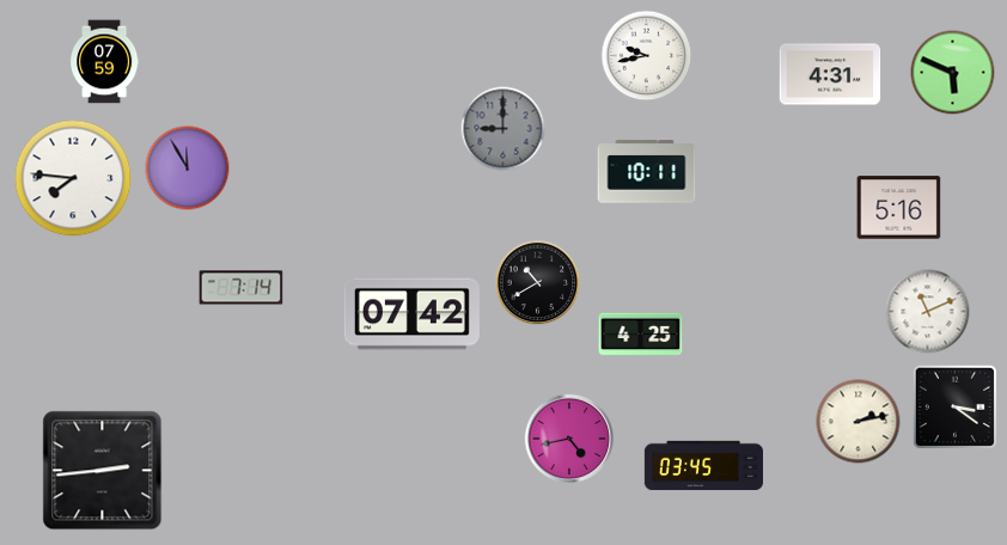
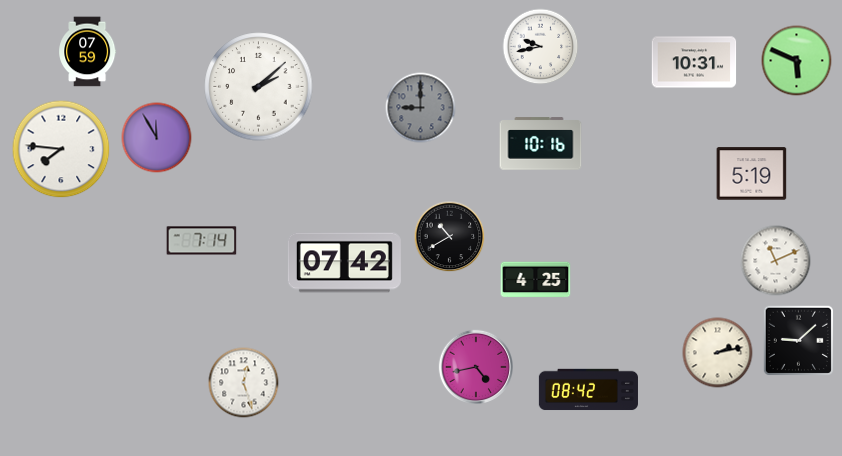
clock at (830, 74): 4:31 -> 10:31
clock at (259, 87): none -> 2:08
clock at (188, 169) position: (188, 169) -> (157, 138)
clock at (647, 172): 10:11 -> 10:16
clock at (899, 208): 5:16 -> 5:19
clock at (954, 406): 3:21 -> 9:08
clock at (244, 383): none -> 12:27
clock at (703, 466): 03:45 -> 08:42
clock at (103, 471): 2:44 -> none
